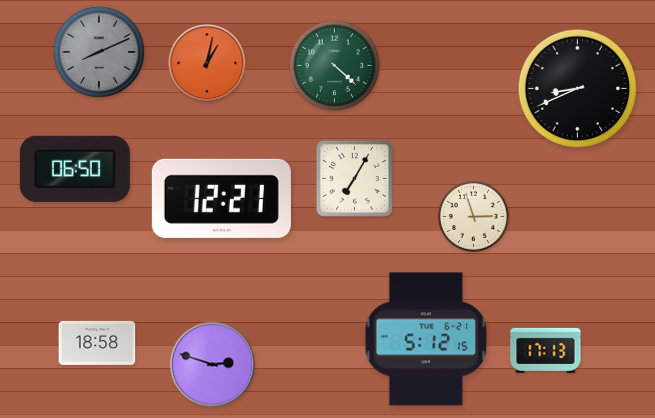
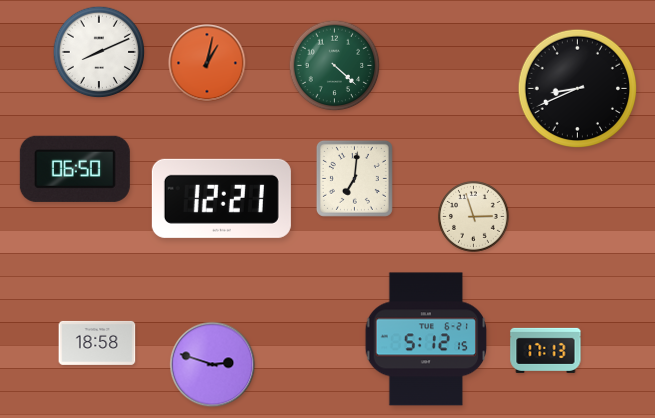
clock at (99, 52) dial: grey -> white
clock at (354, 178): 7:05 -> 7:01
